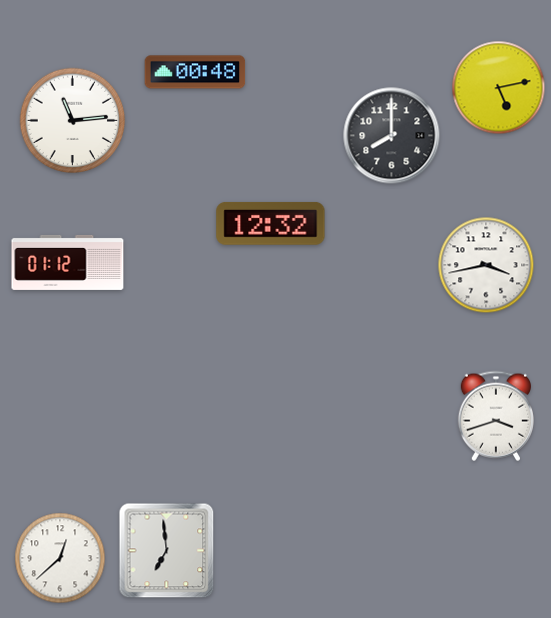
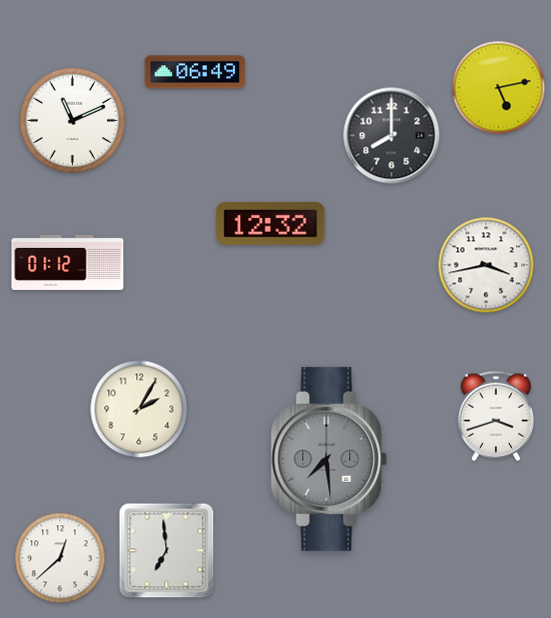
clock at (195, 72): 00:48 -> 06:49
clock at (73, 121): 11:14 -> 11:11
clock at (139, 409): none -> 2:05
clock at (329, 459): none -> 7:29
